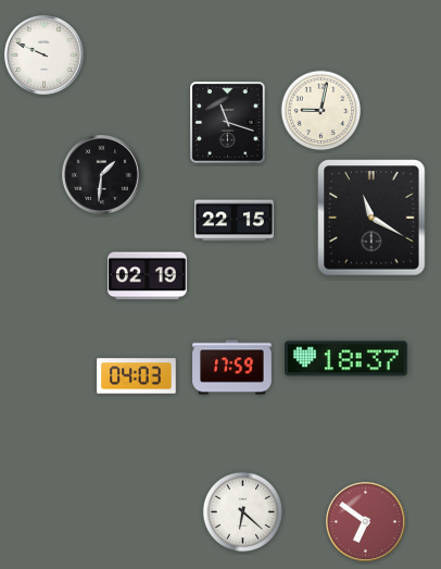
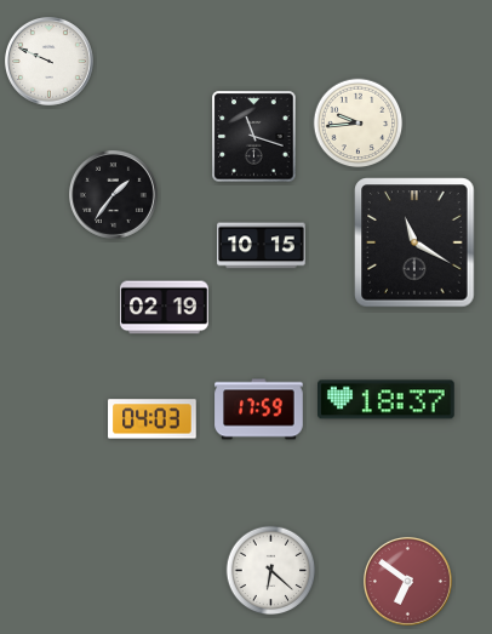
clock at (322, 111): 9:02 -> 9:44
clock at (101, 174): 1:31 -> 1:36
clock at (235, 221): 22:15 -> 10:15
